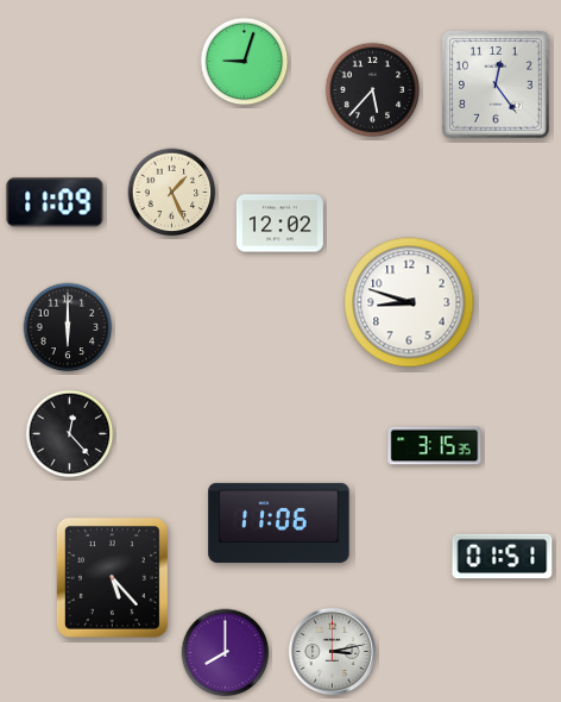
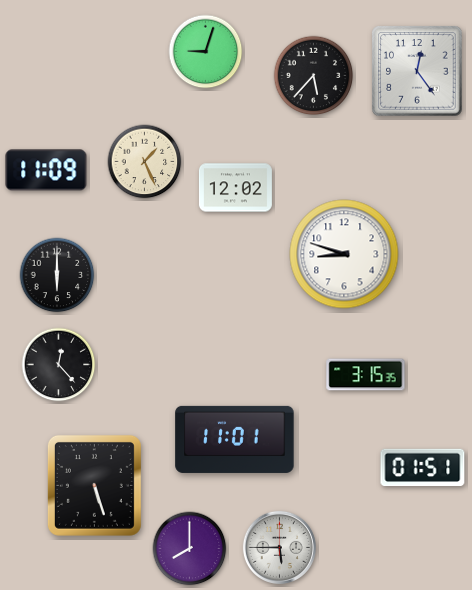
clock at (279, 522): 11:06 -> 11:01
clock at (112, 577): 5:23 -> 5:27
clock at (332, 651): 3:13 -> 5:45
